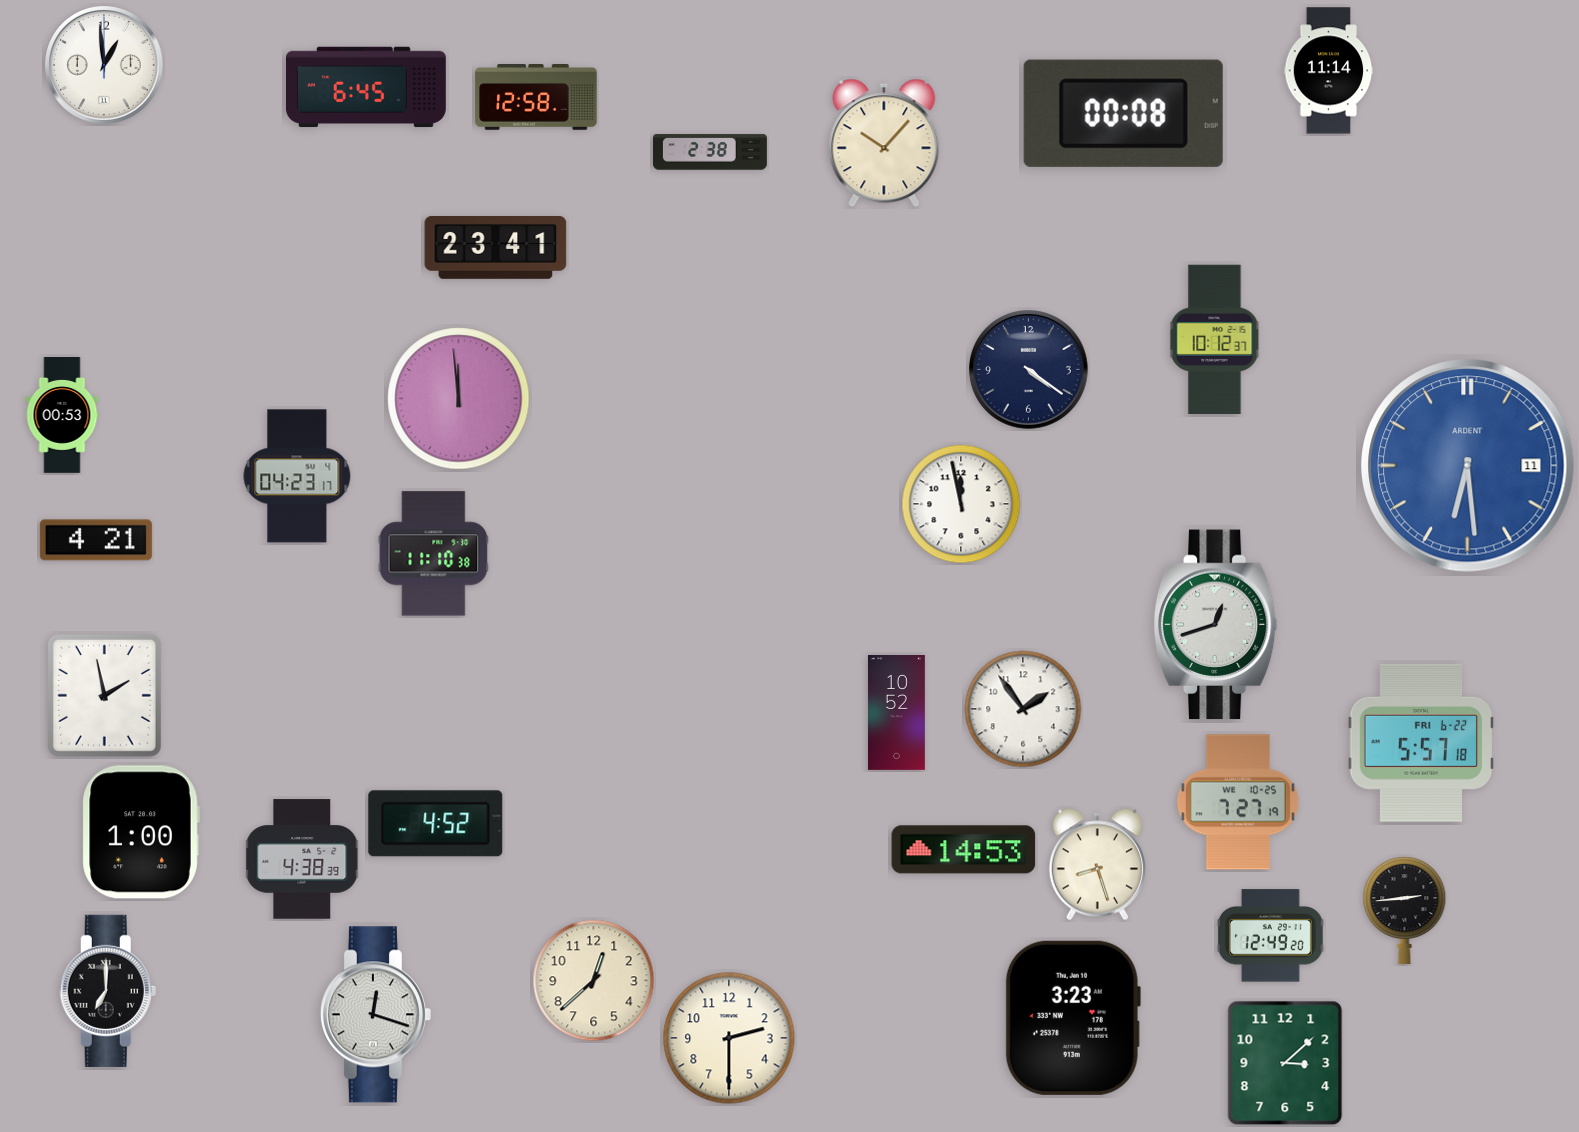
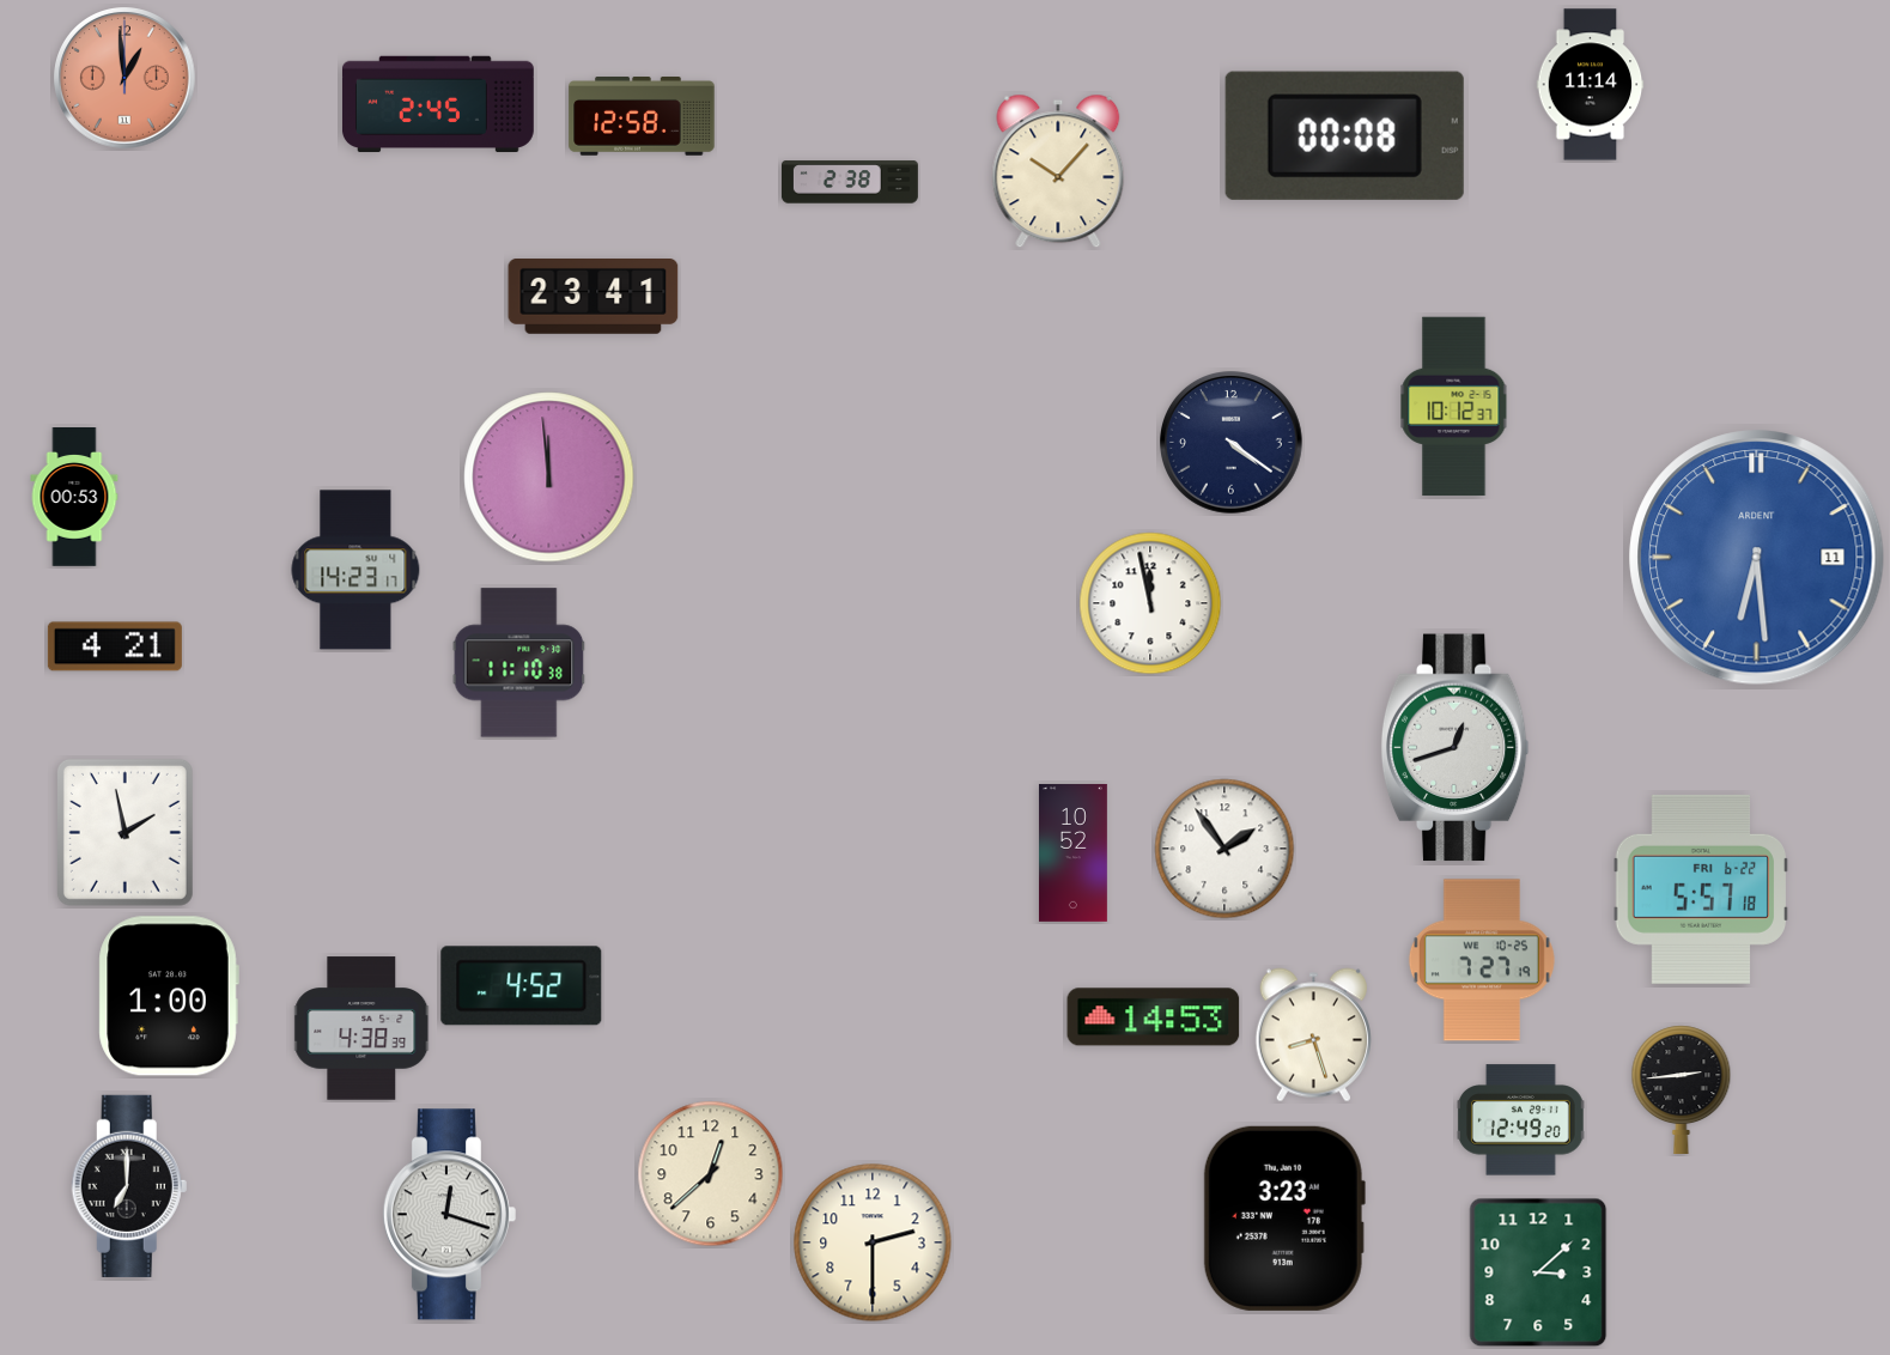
clock at (104, 65) dial: white -> salmon
clock at (366, 87): 6:45 -> 2:45
clock at (297, 476): 04:23 -> 14:23
